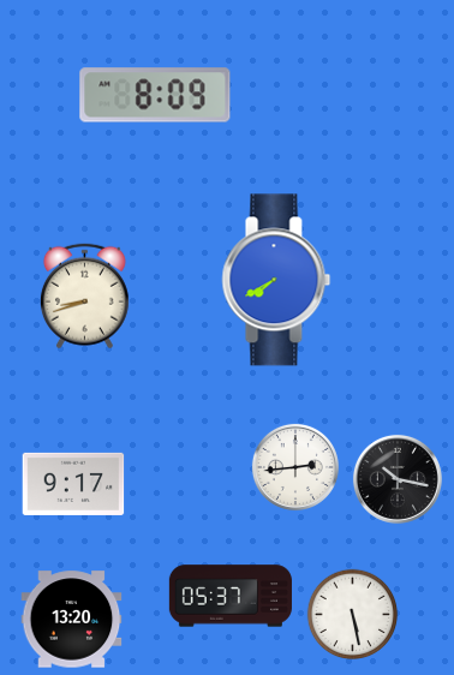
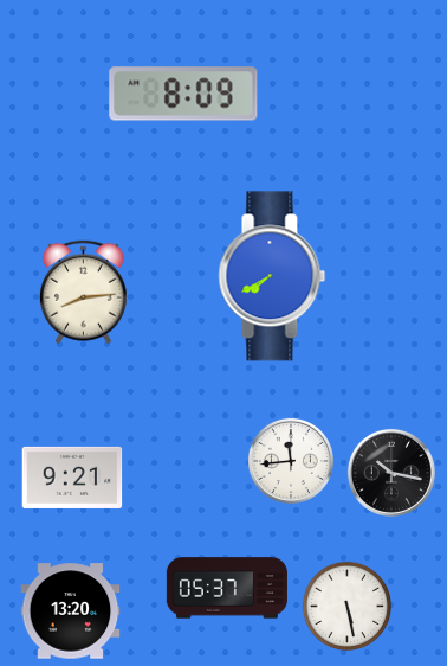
clock at (155, 95) position: (155, 95) -> (183, 94)
clock at (84, 297): 8:42 -> 8:14
clock at (295, 467): 2:44 -> 11:44
clock at (73, 484): 9:17 -> 9:21
